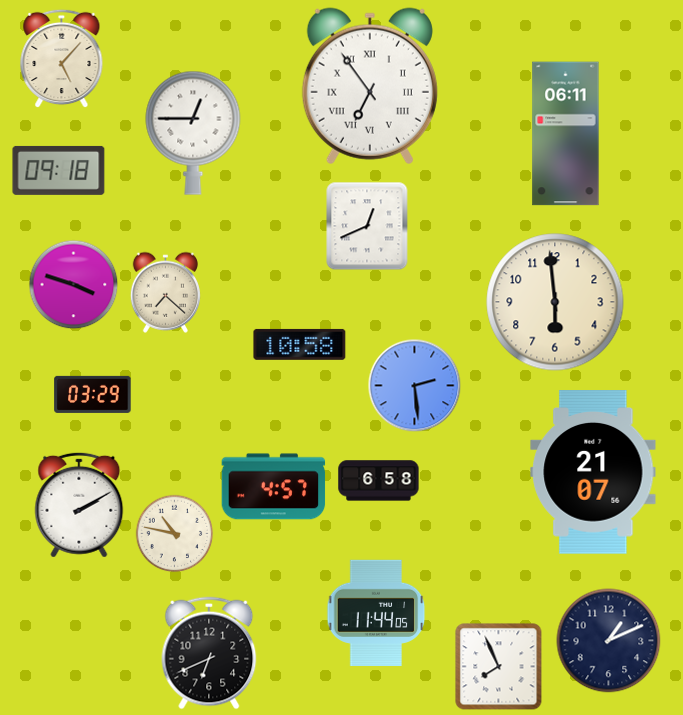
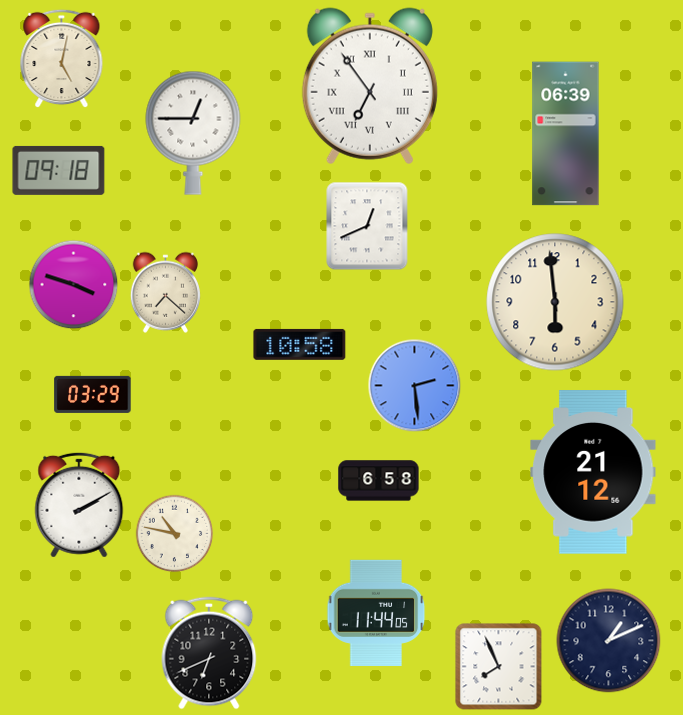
clock at (62, 58): 5:07 -> 5:02
clock at (566, 134): 06:11 -> 06:39
clock at (593, 472): 21:07 -> 21:12
clock at (274, 487): 4:57 -> none
